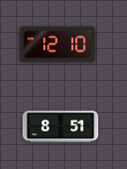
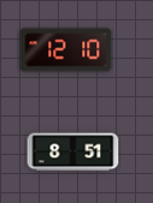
clock at (58, 45) position: (58, 45) -> (66, 50)
